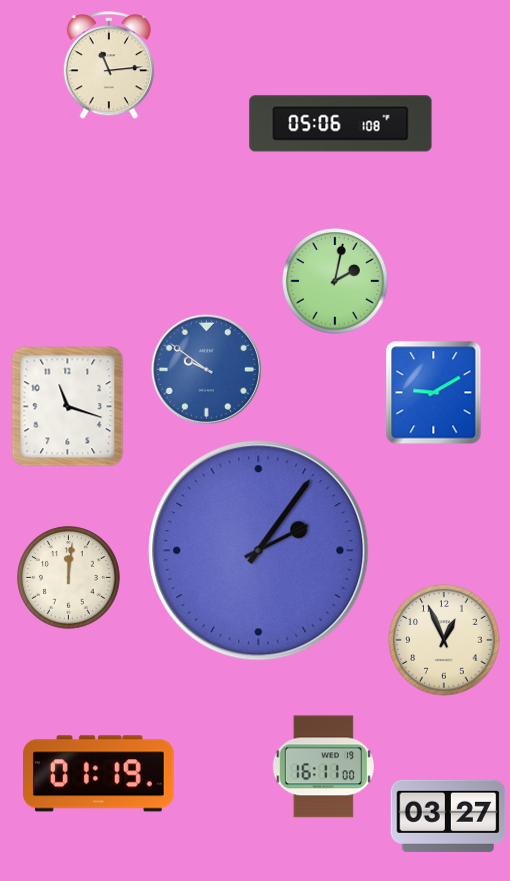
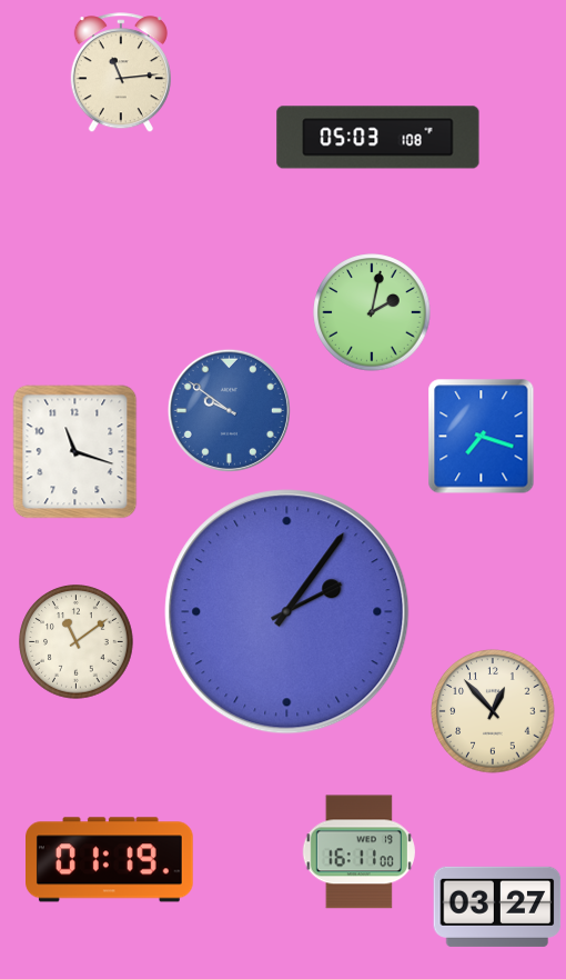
clock at (341, 124): 05:06 -> 05:03
clock at (434, 393): 9:10 -> 7:18
clock at (69, 578): 12:01 -> 11:09
clock at (444, 640): 12:56 -> 12:53
